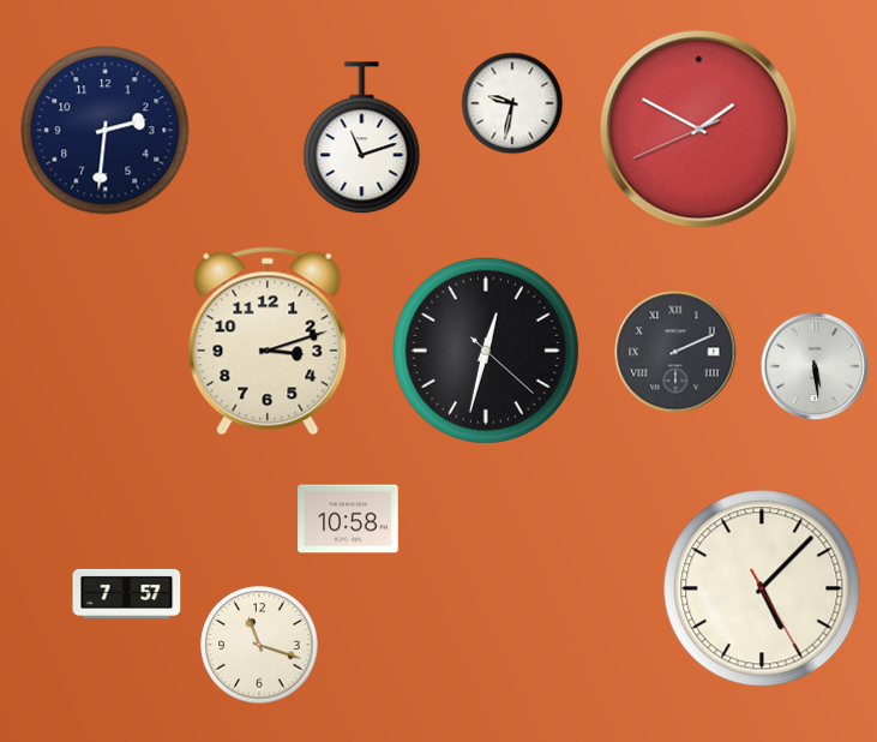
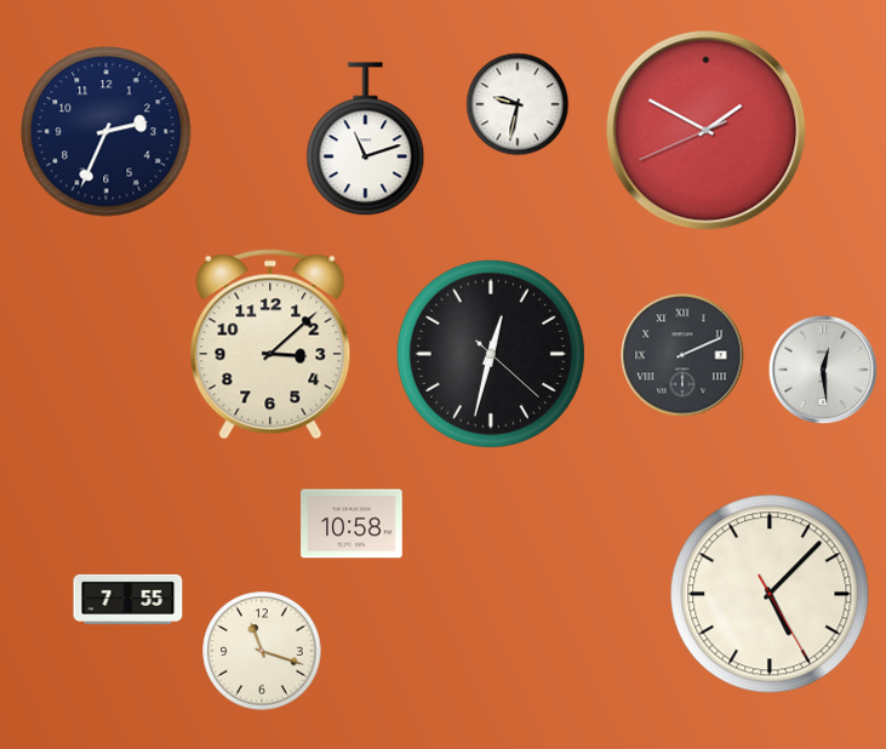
clock at (106, 131): 2:31 -> 2:34
clock at (268, 341): 3:12 -> 3:08
clock at (815, 366): 5:29 -> 12:29
clock at (127, 593): 7:57 -> 7:55
